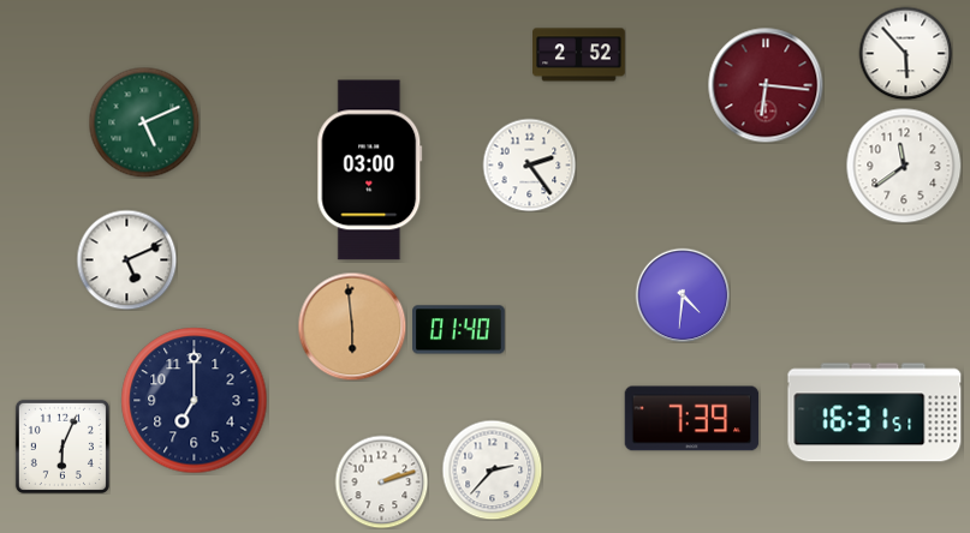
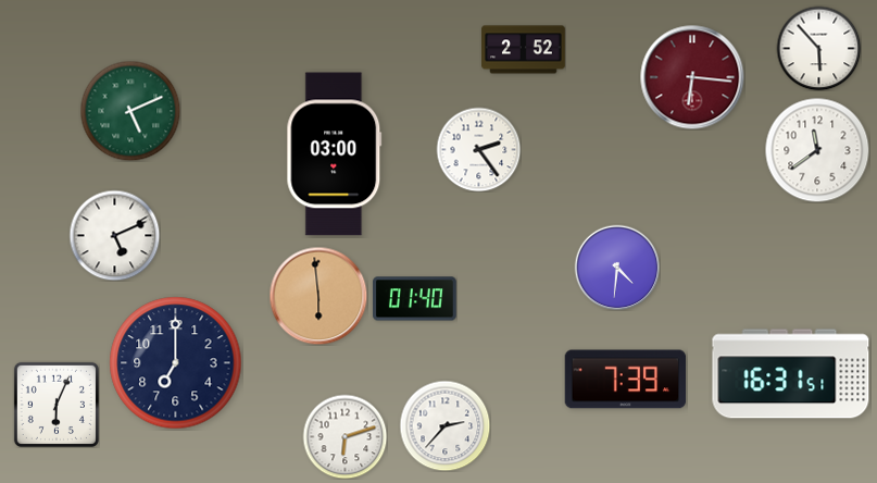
clock at (381, 481): 2:12 -> 6:12
